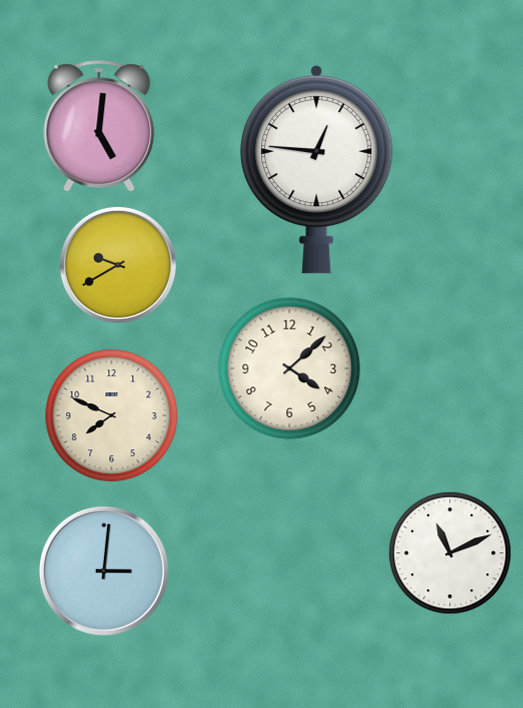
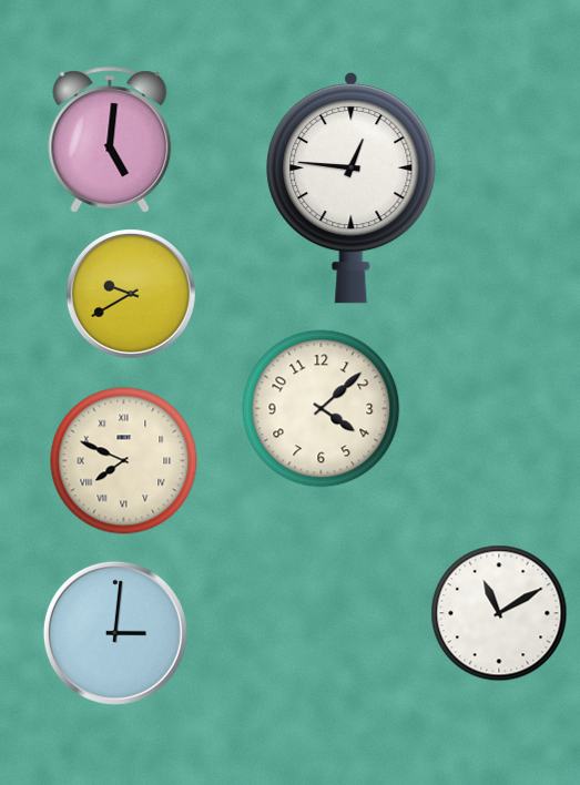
clock at (112, 416) numerals: Arabic -> Roman
clock at (450, 553): 11:11 -> 11:10
